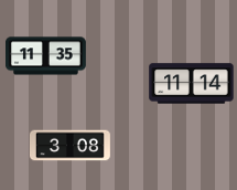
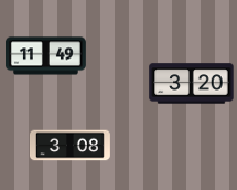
clock at (46, 56): 11:35 -> 11:49
clock at (192, 84): 11:14 -> 3:20
